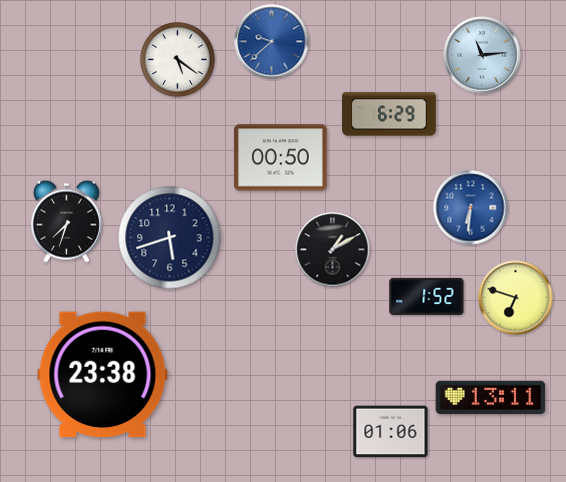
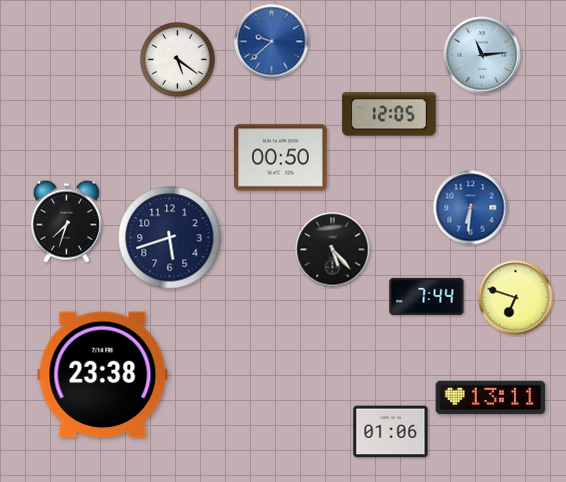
clock at (389, 114): 6:29 -> 12:05
clock at (333, 250): 1:10 -> 5:23
clock at (427, 296): 1:52 -> 7:44
